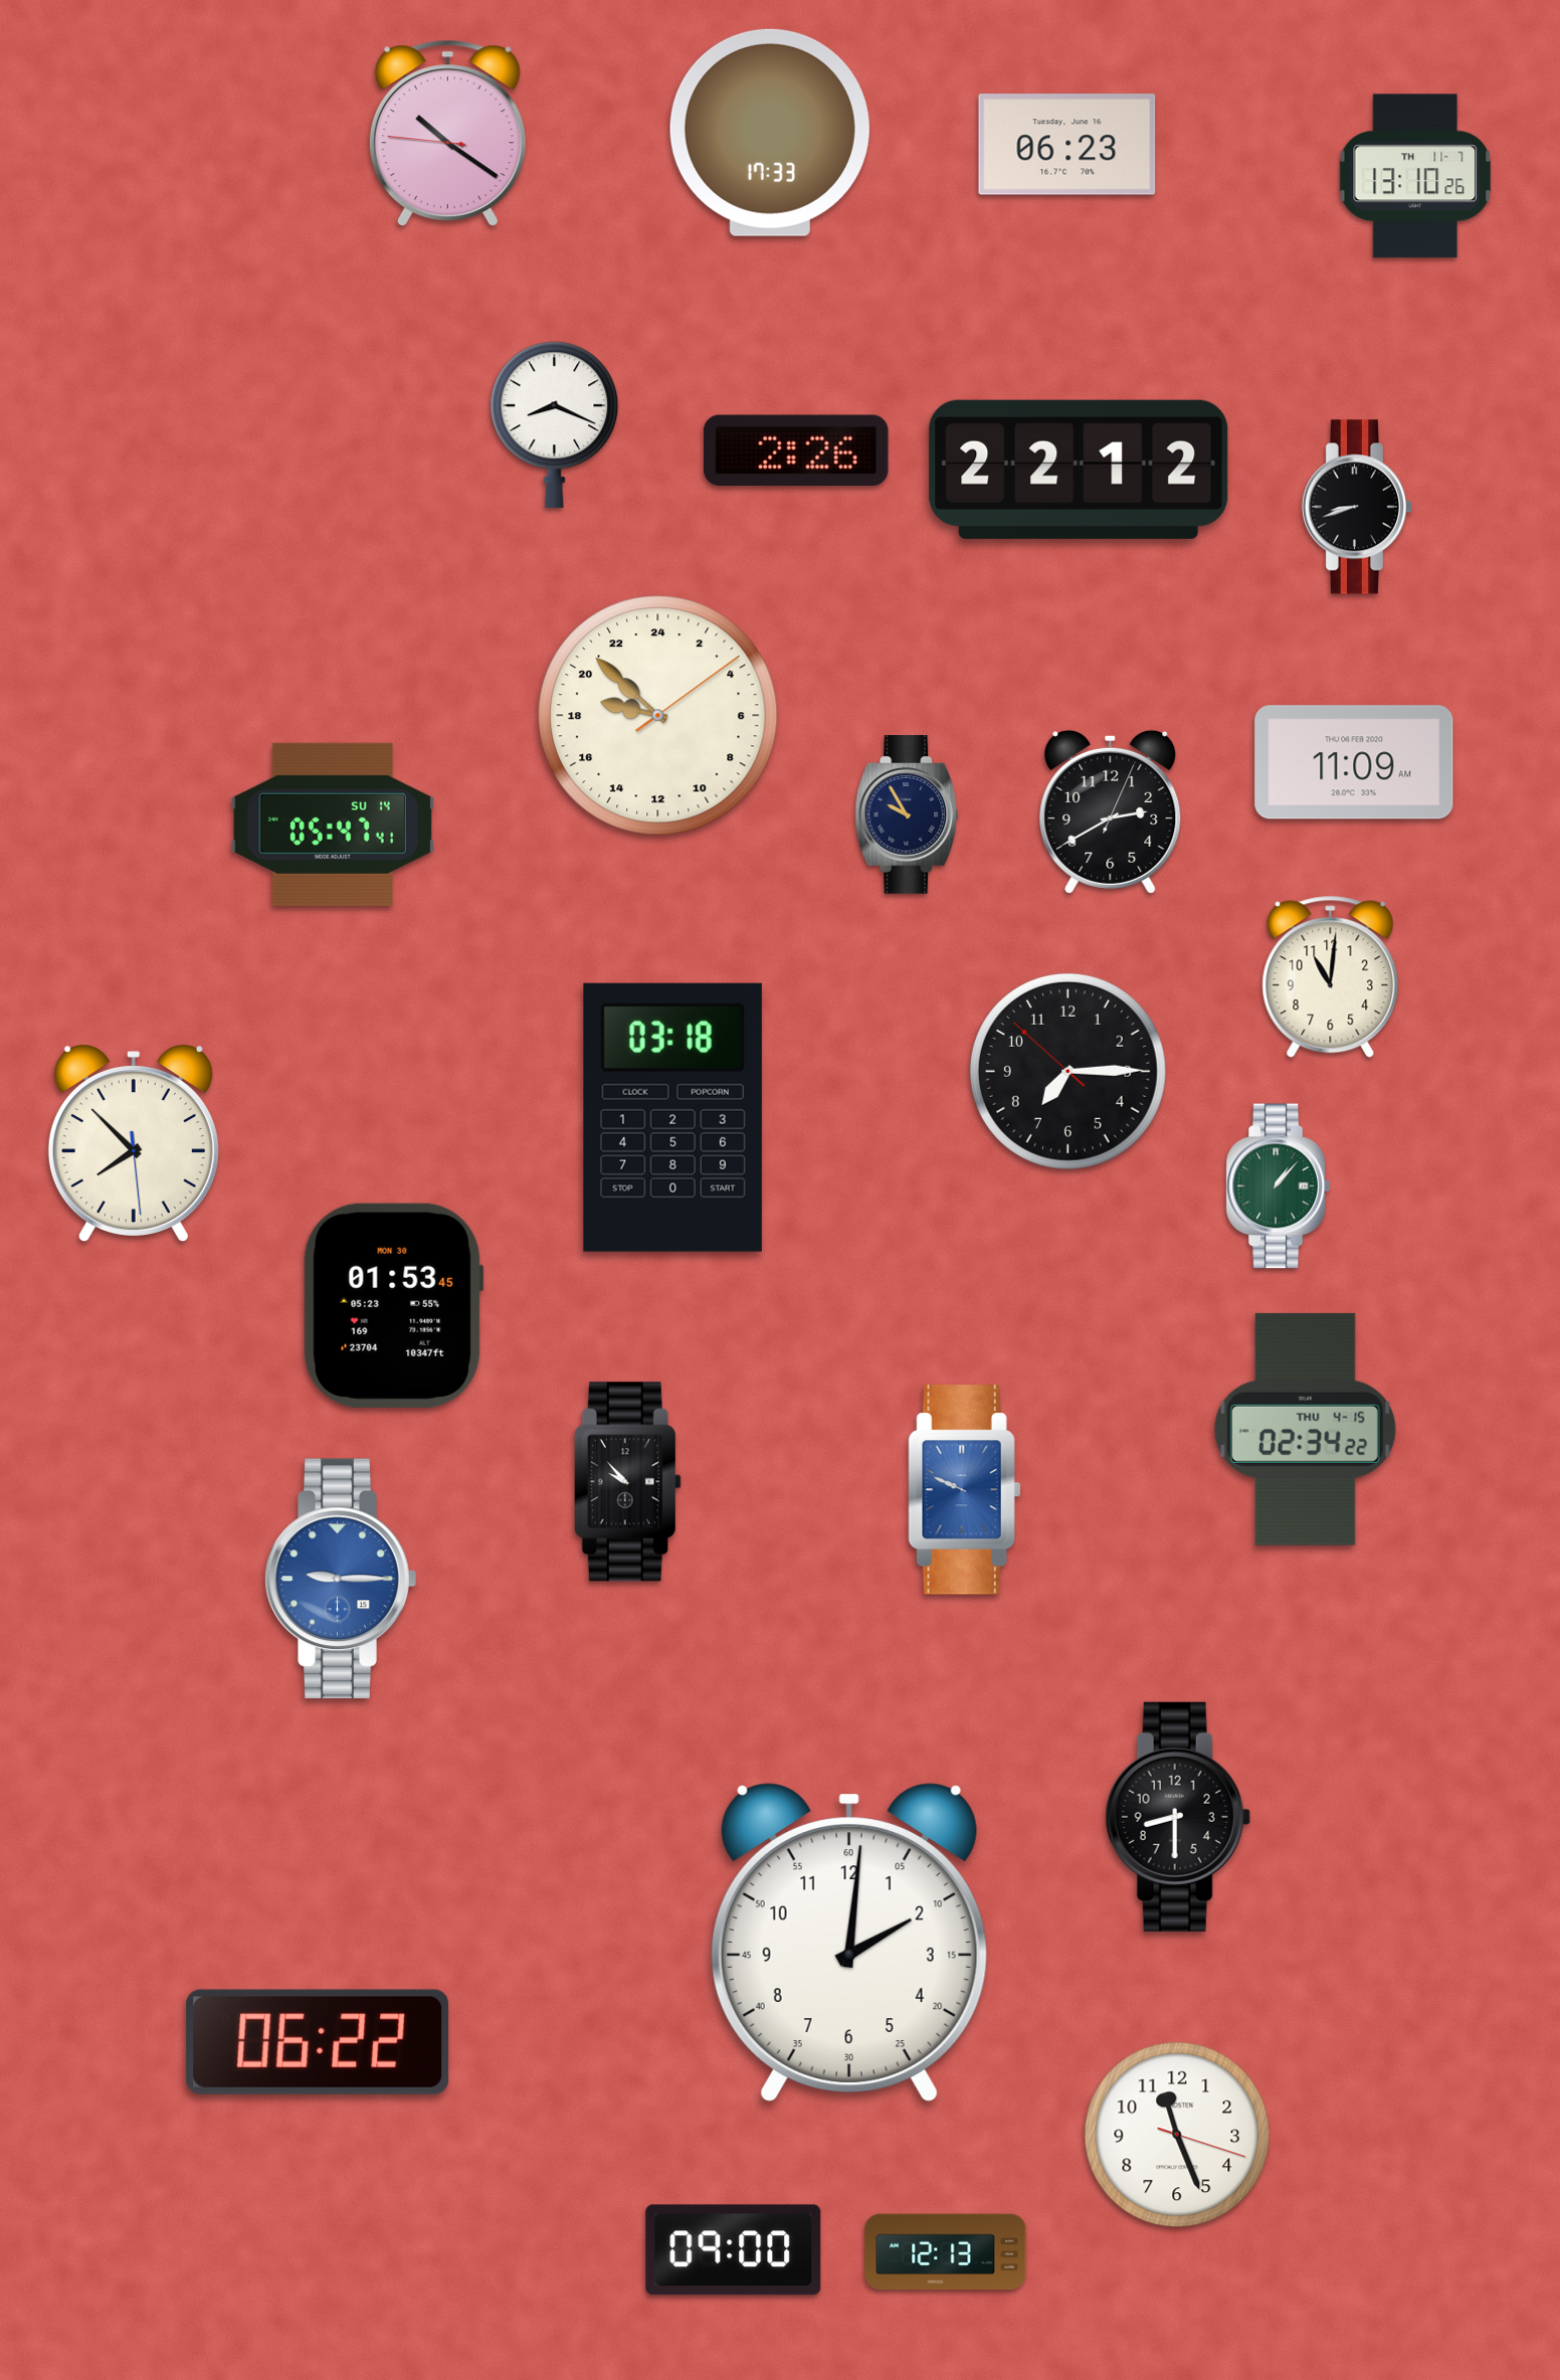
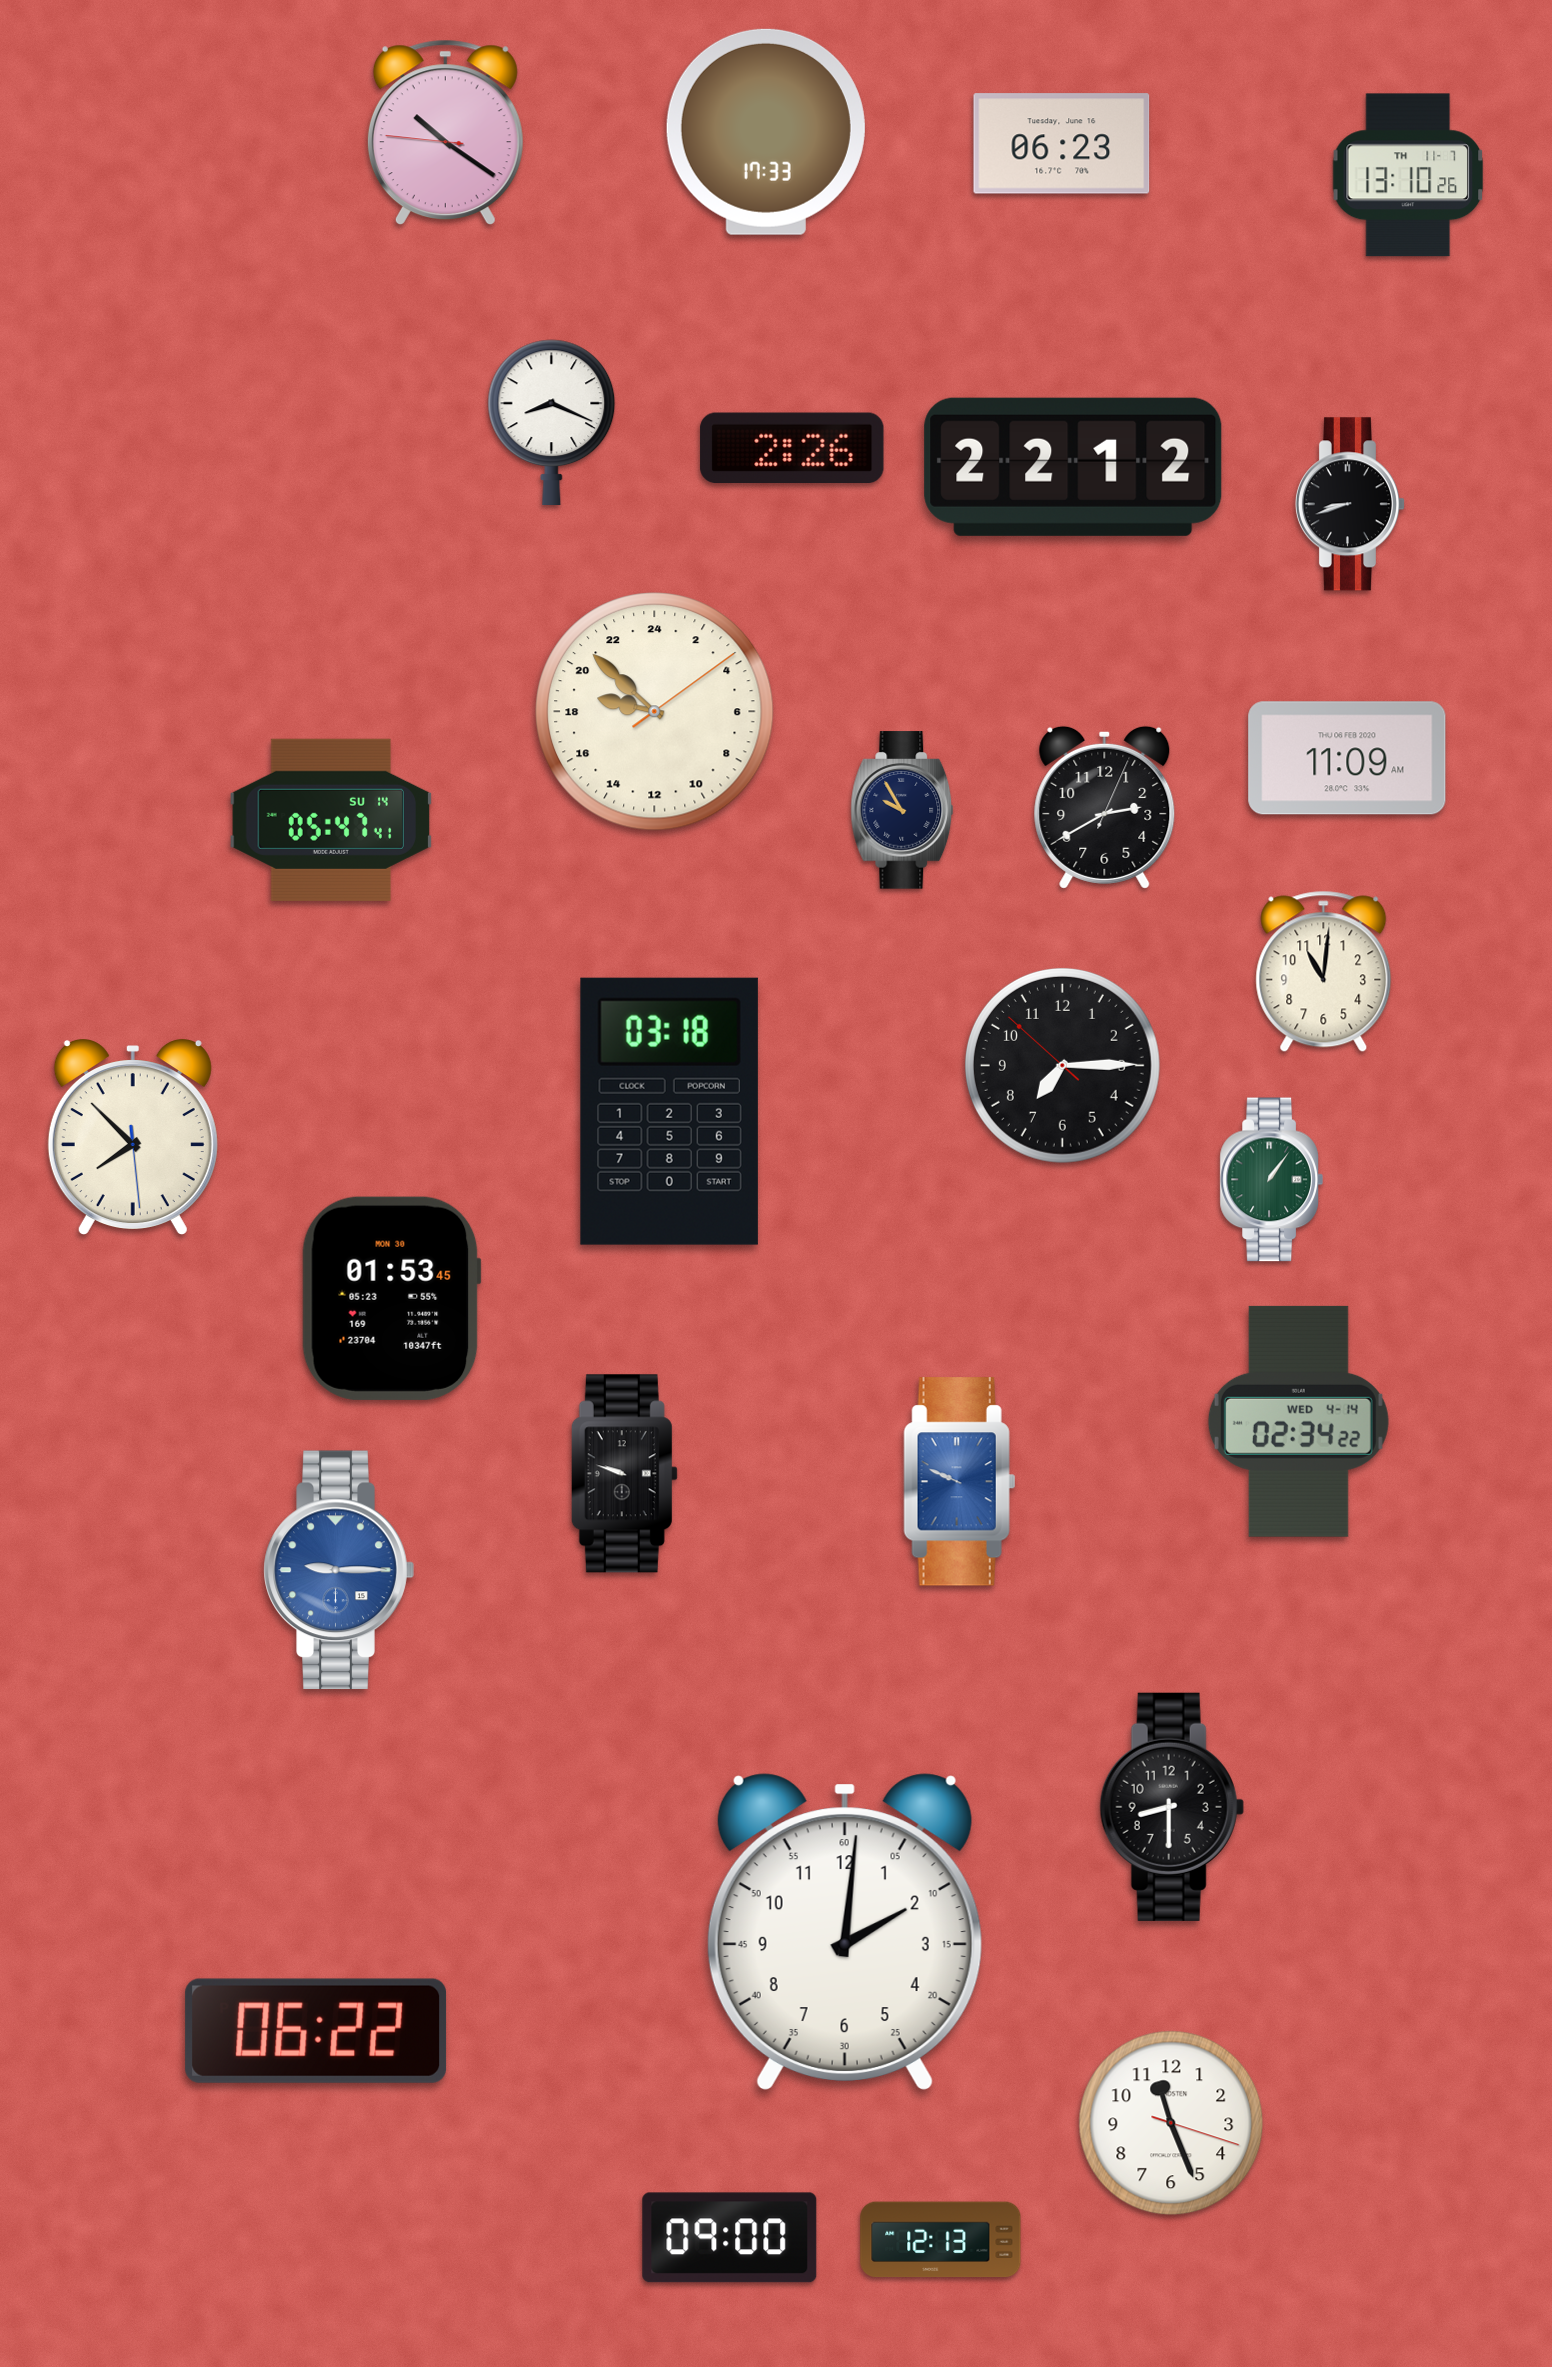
clock at (1278, 1186): 1:07 -> 1:06
clock at (1305, 1429) date: THU 4-15 -> WED 4-14
clock at (627, 1482): 9:53 -> 9:48
